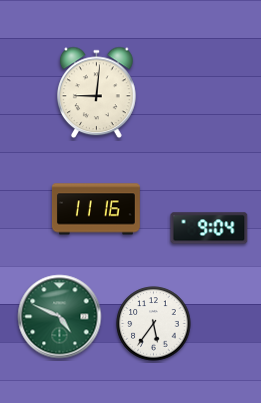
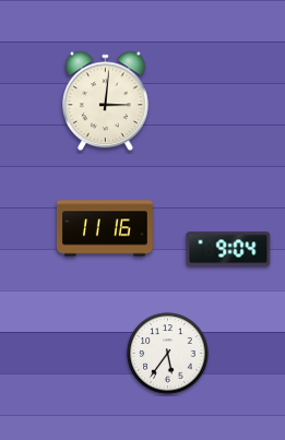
clock at (97, 93): 9:01 -> 3:01
clock at (60, 317): 4:49 -> none
